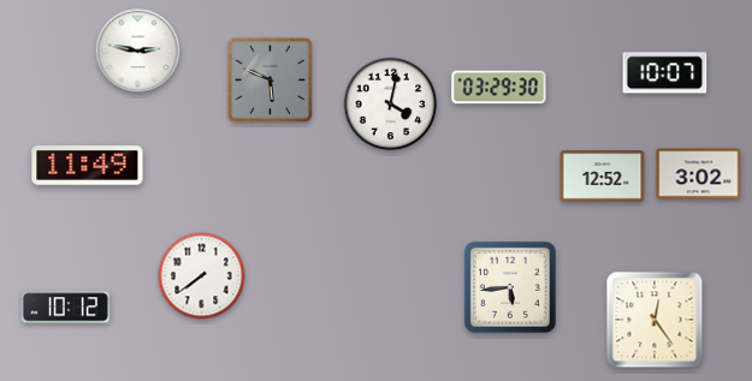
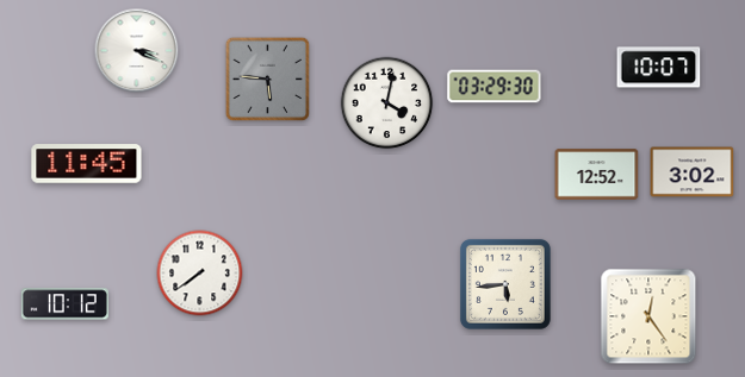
clock at (138, 52): 2:47 -> 3:19
clock at (665, 73) position: (665, 73) -> (659, 68)
clock at (271, 81): 5:49 -> 5:46
clock at (88, 166): 11:49 -> 11:45
